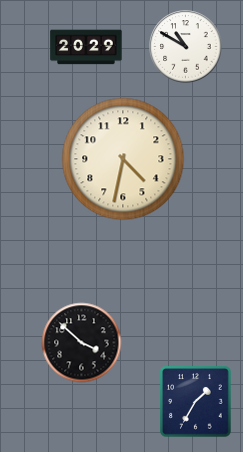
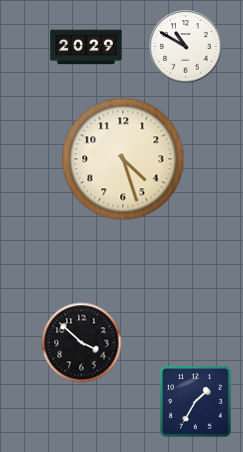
clock at (123, 159): 4:32 -> 4:27
